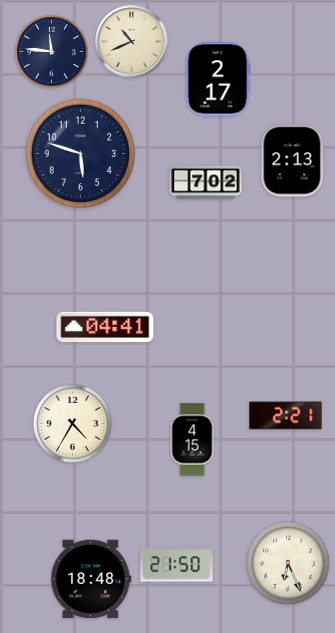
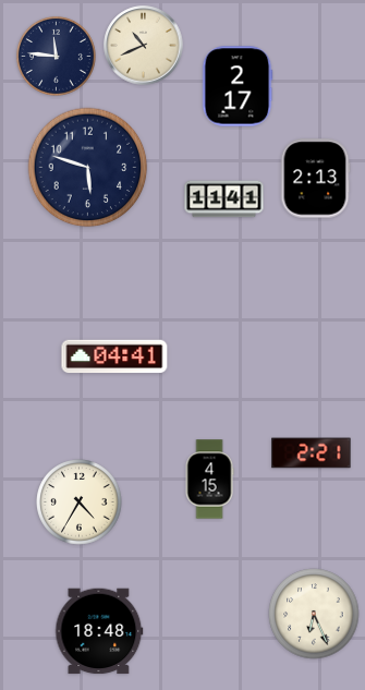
clock at (292, 161) position: (292, 161) -> (315, 179)
clock at (206, 183): 7:02 -> 11:41
clock at (73, 424) position: (73, 424) -> (80, 503)
clock at (177, 565): 21:50 -> none
